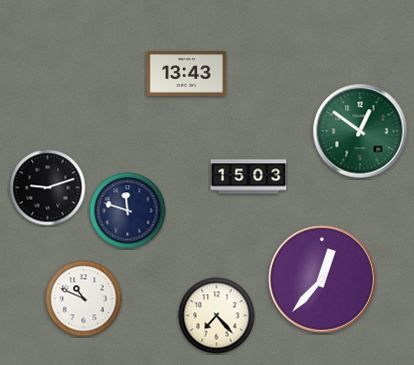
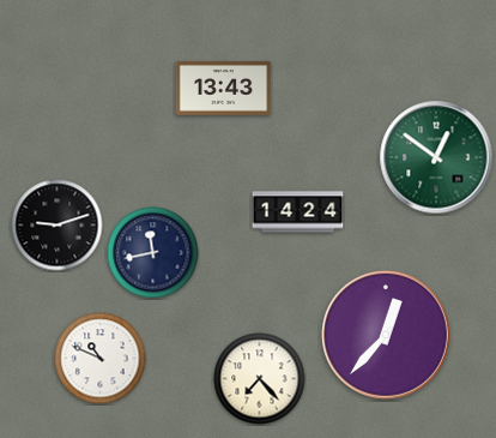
clock at (360, 131) position: (360, 131) -> (436, 157)
clock at (249, 177): 15:03 -> 14:24
clock at (128, 211): 11:48 -> 11:43
